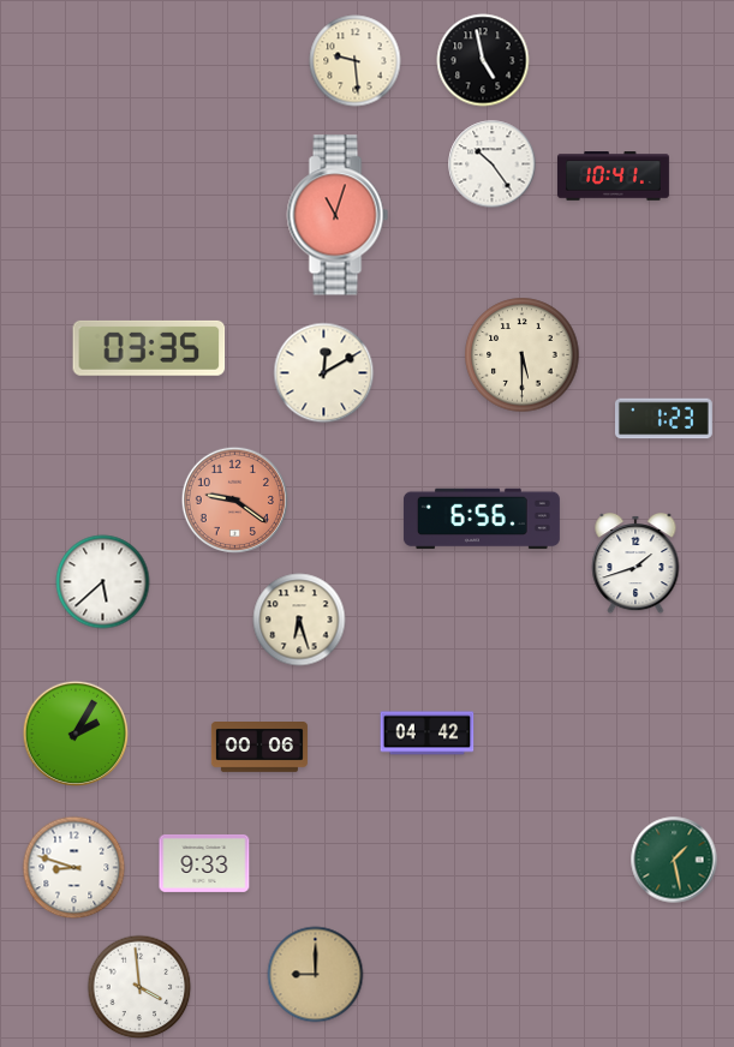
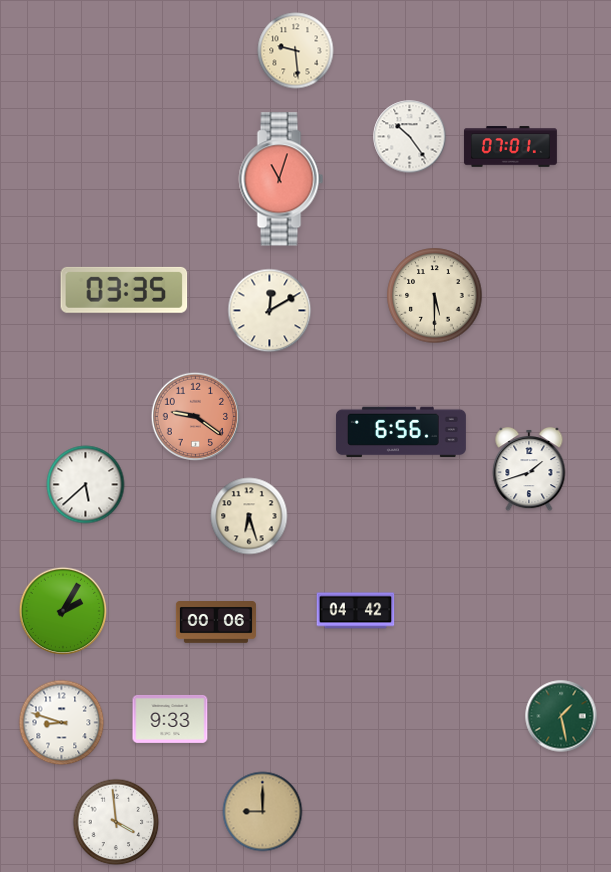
clock at (483, 60): 4:58 -> none
clock at (613, 177): 10:41 -> 07:01
clock at (663, 419): 1:23 -> none
